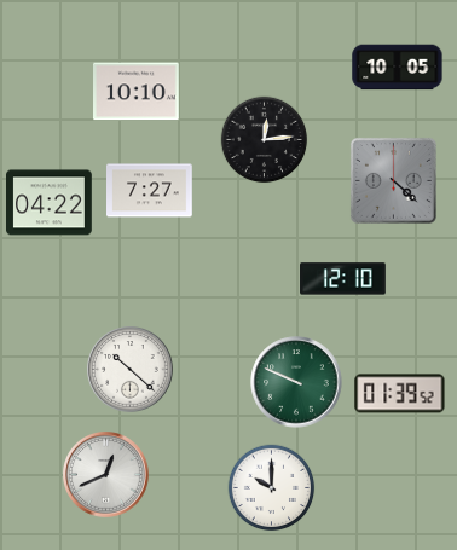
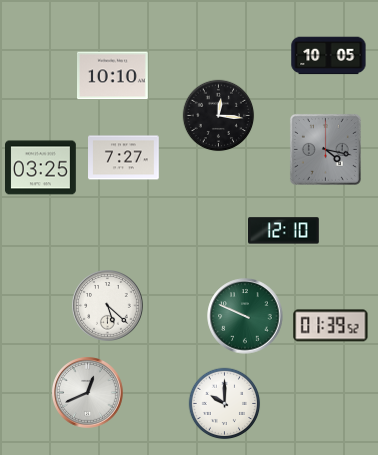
clock at (265, 140): 12:14 -> 12:16
clock at (393, 180): 4:22 -> 4:17
clock at (50, 203): 04:22 -> 03:25
clock at (131, 370): 10:22 -> 5:22
